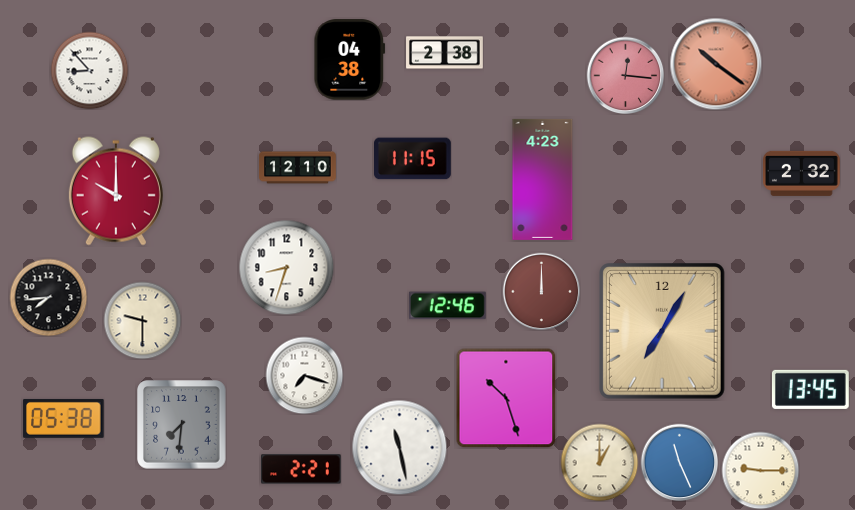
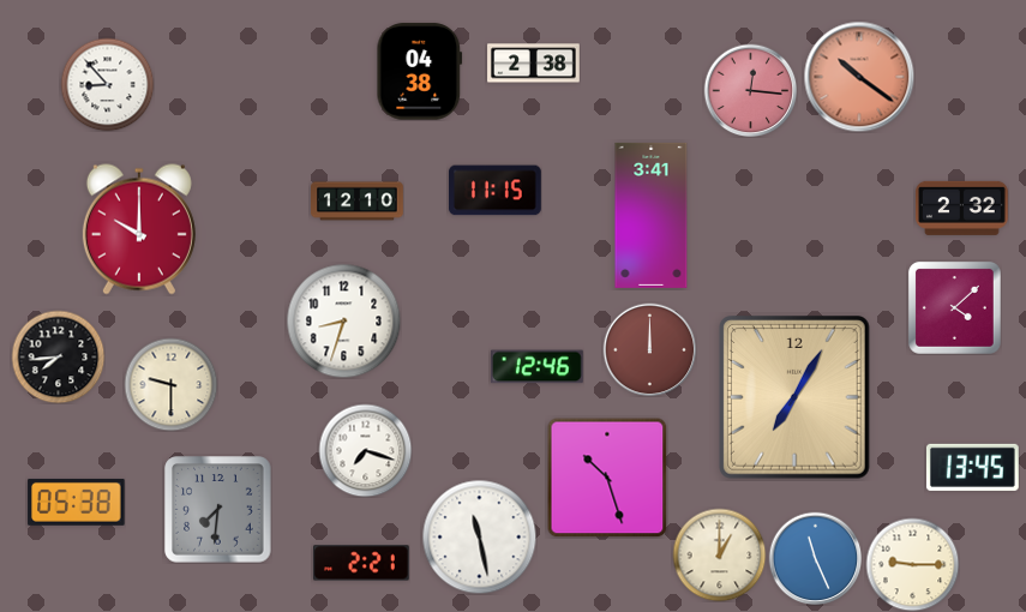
clock at (543, 179): 4:23 -> 3:41
clock at (954, 307): none -> 4:08
clock at (679, 462) position: (679, 462) -> (815, 558)
